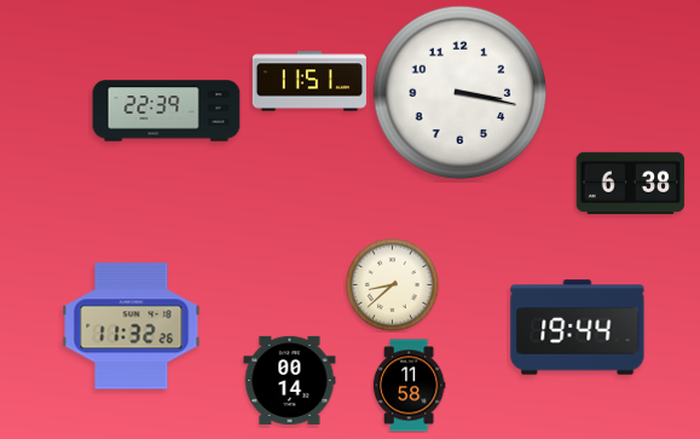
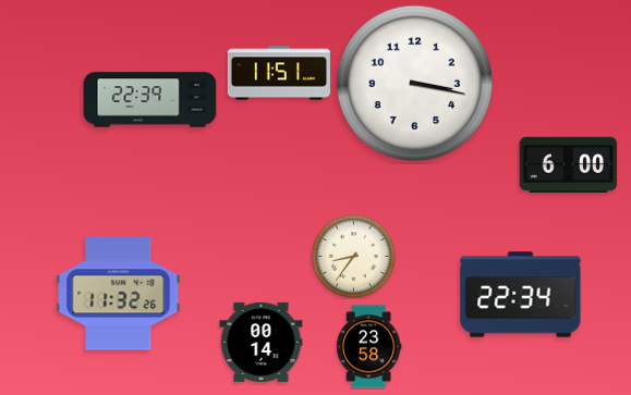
clock at (631, 183): 6:38 -> 6:00
clock at (393, 285): 8:38 -> 8:36
clock at (578, 328): 19:44 -> 22:34
clock at (409, 386): 11:58 -> 23:58
